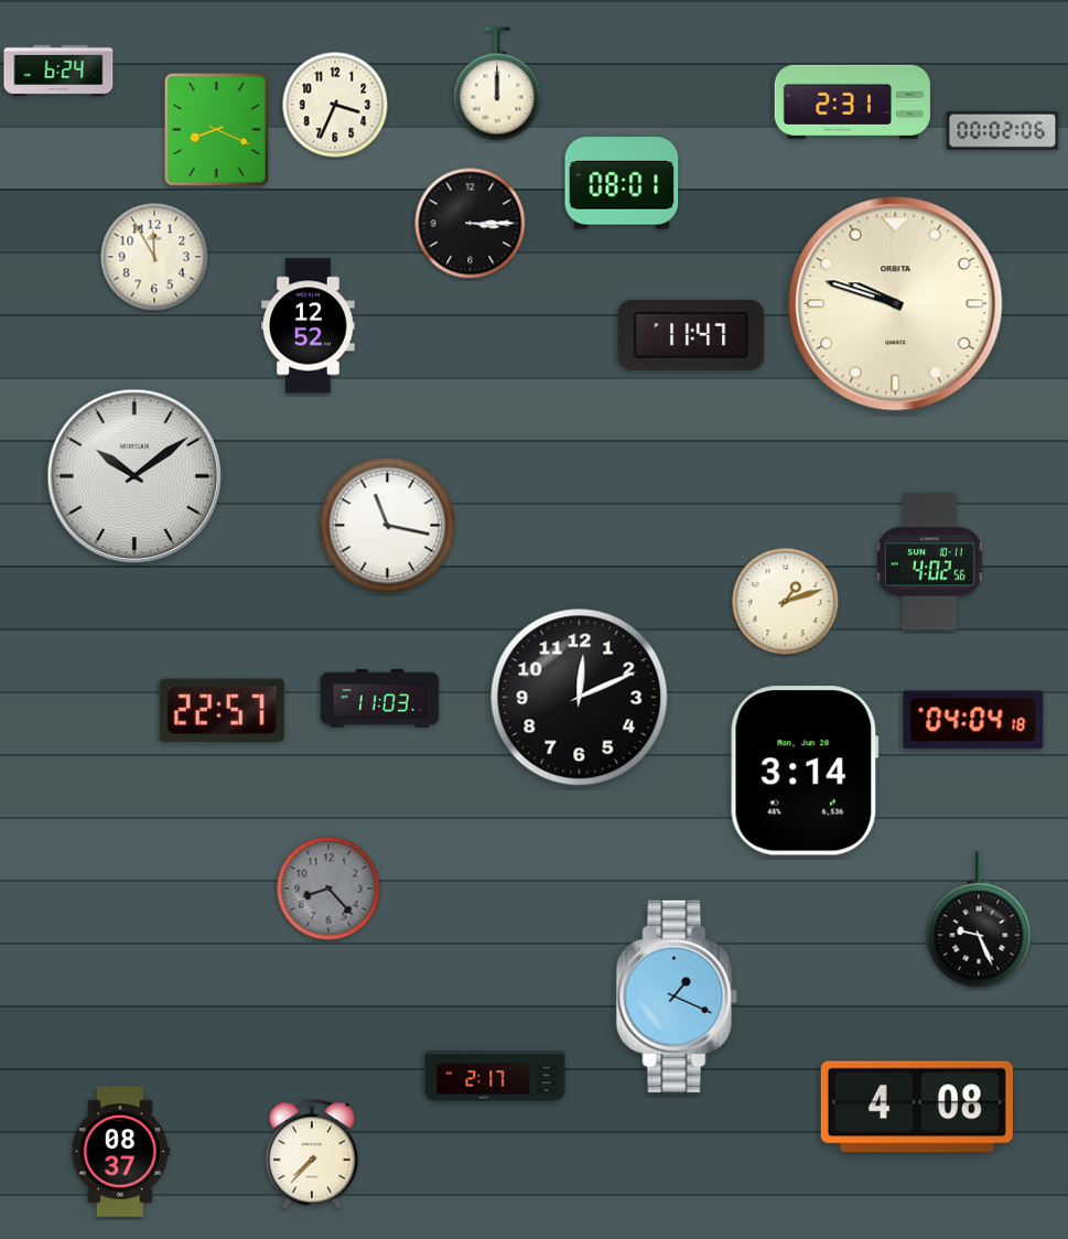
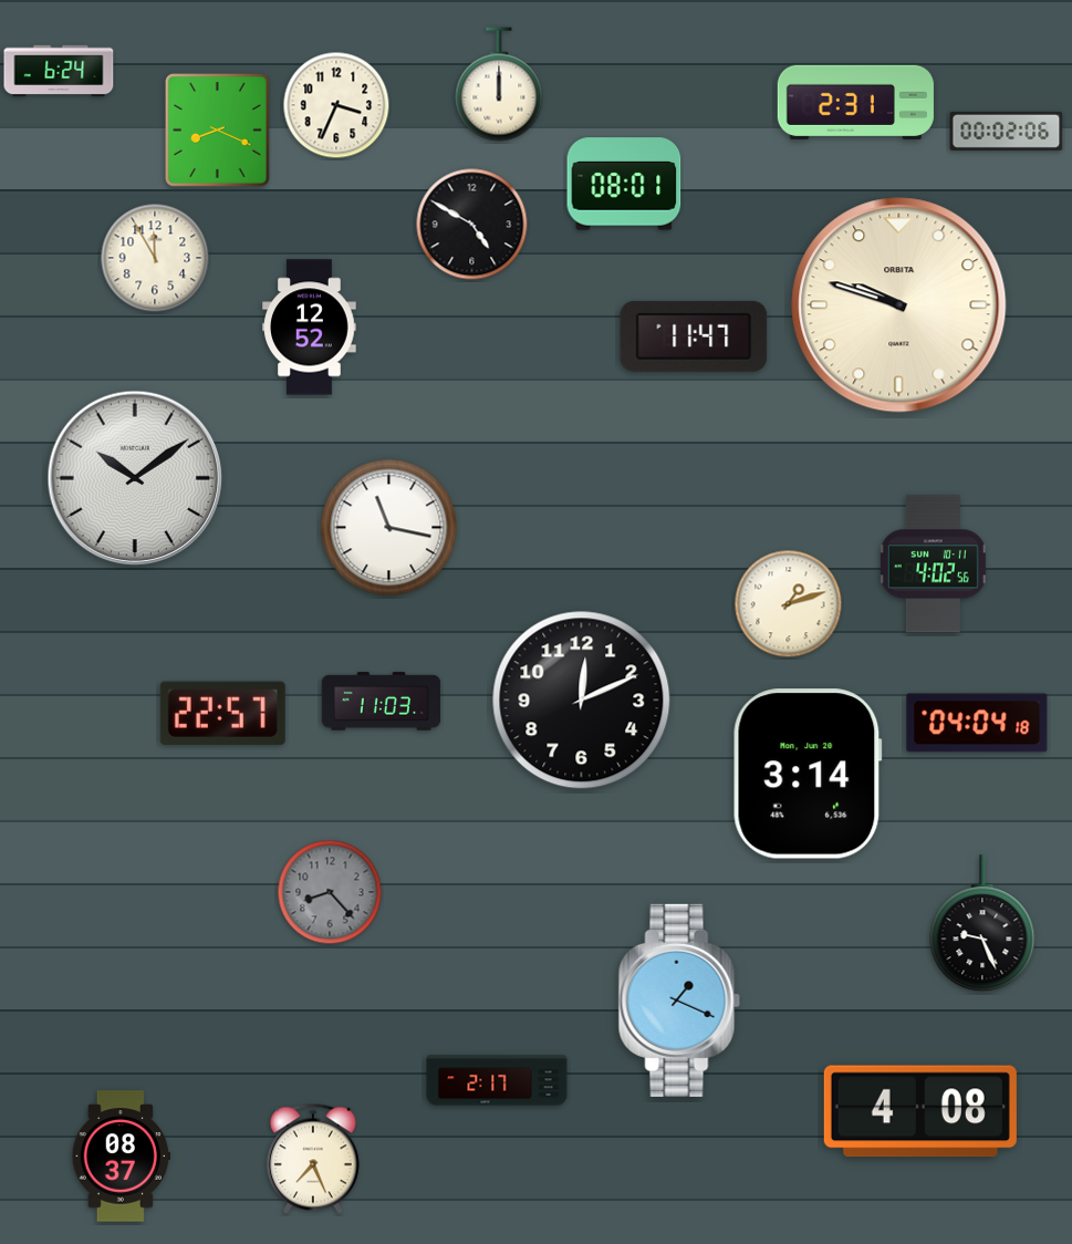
clock at (471, 224): 3:15 -> 4:50
clock at (312, 1154): 7:37 -> 7:26
